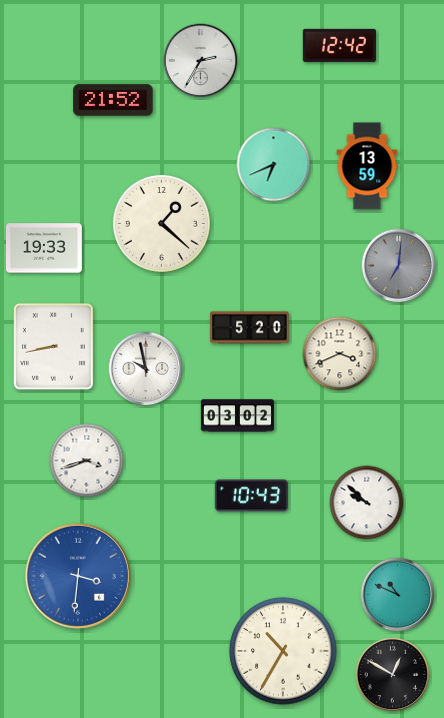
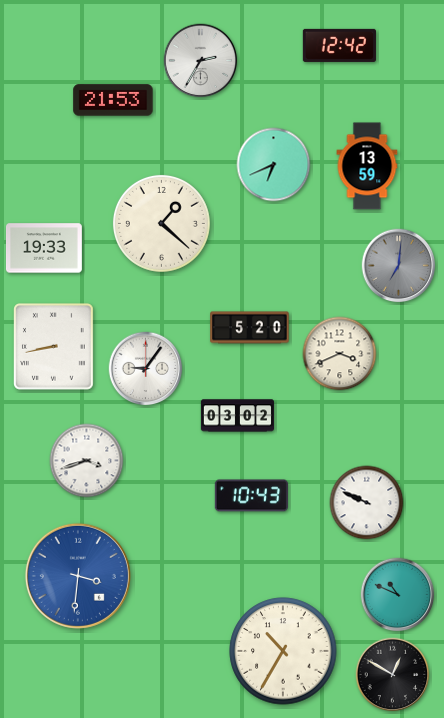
clock at (113, 100): 21:52 -> 21:53
clock at (146, 369): 9:58 -> 9:06
clock at (367, 503): 9:52 -> 9:49
